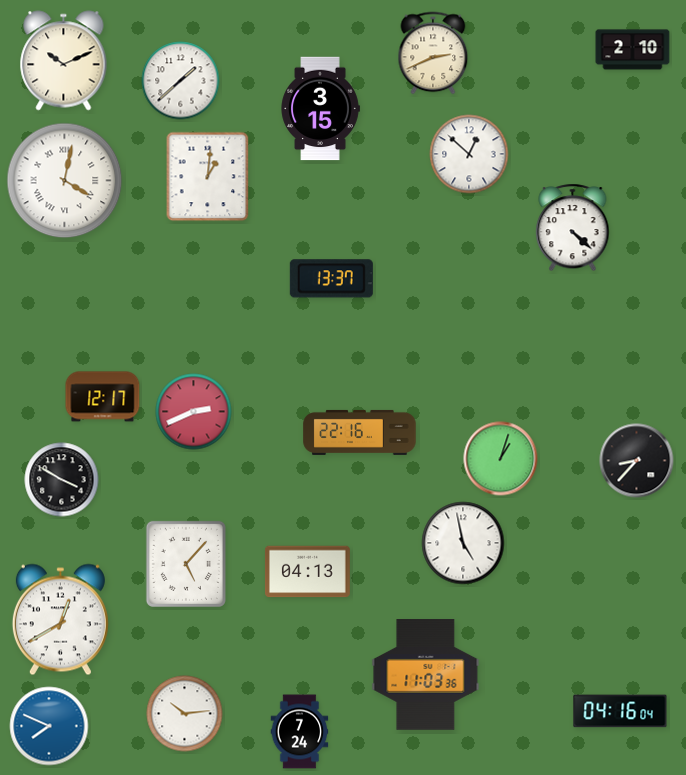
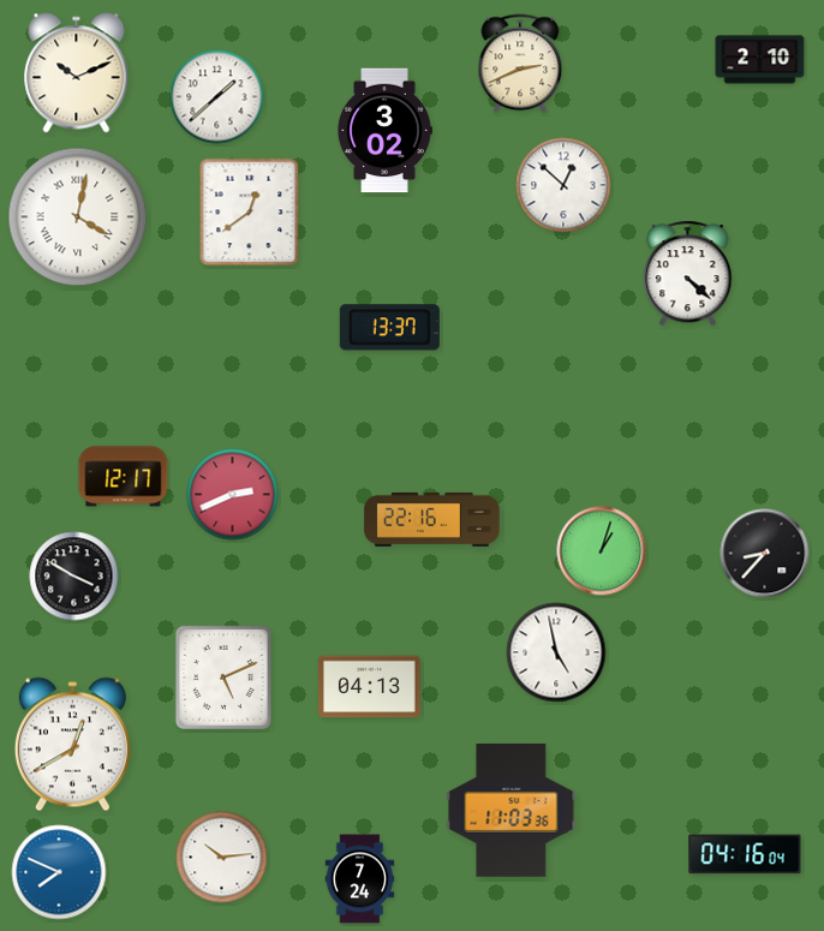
clock at (320, 109): 3:15 -> 3:02
clock at (208, 177): 1:01 -> 12:39
clock at (331, 279) position: (331, 279) -> (389, 328)
clock at (186, 564): 5:07 -> 5:11
